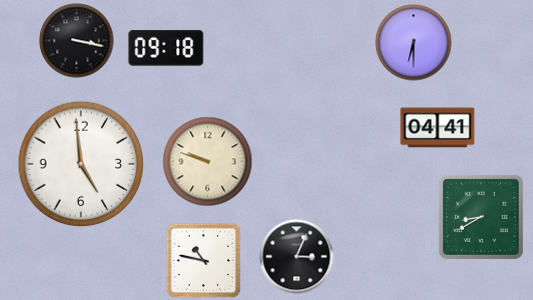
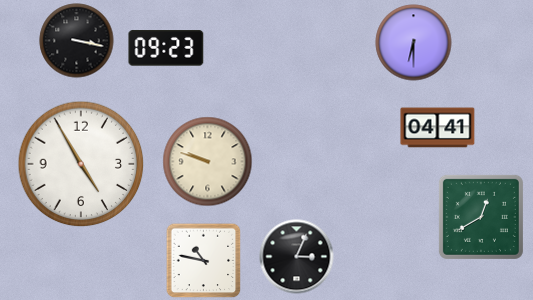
clock at (166, 48): 09:18 -> 09:23
clock at (81, 164): 4:59 -> 4:55
clock at (481, 217): 8:40 -> 12:40
